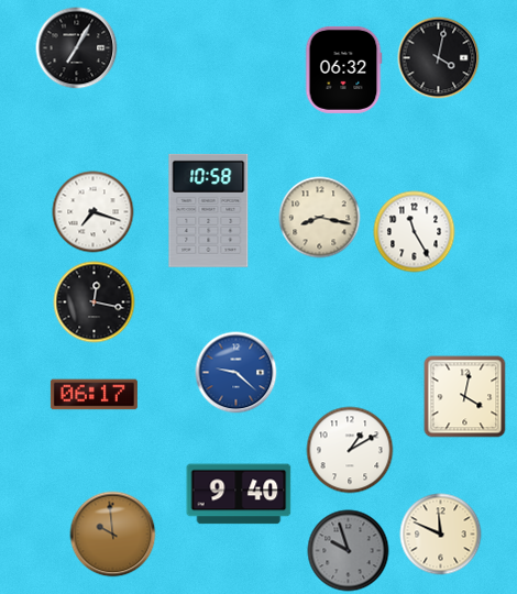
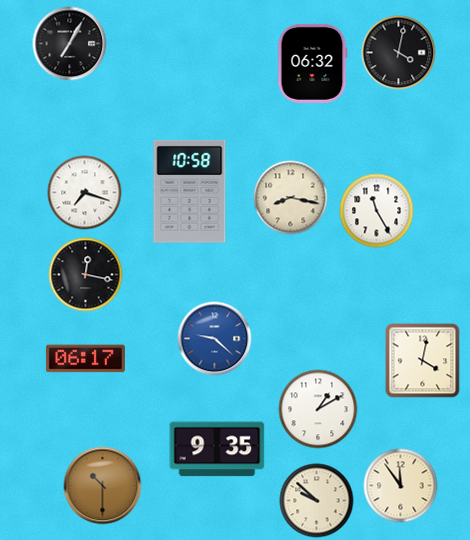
clock at (239, 494): 9:40 -> 9:35
clock at (113, 535): 9:59 -> 10:30
clock at (441, 535): 11:49 -> 11:54
clock at (349, 551): 9:57 -> 9:52
clock at (349, 551) dial: grey -> cream
